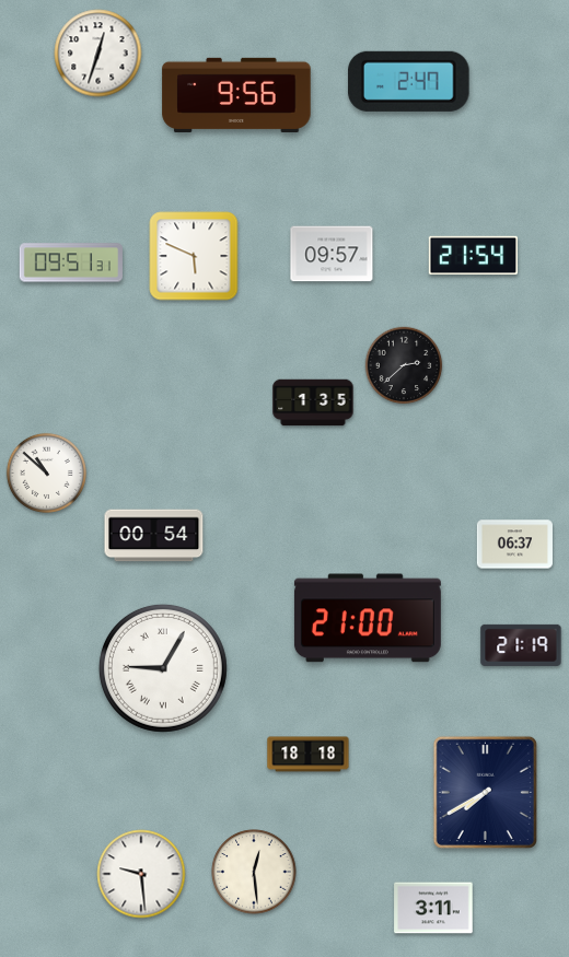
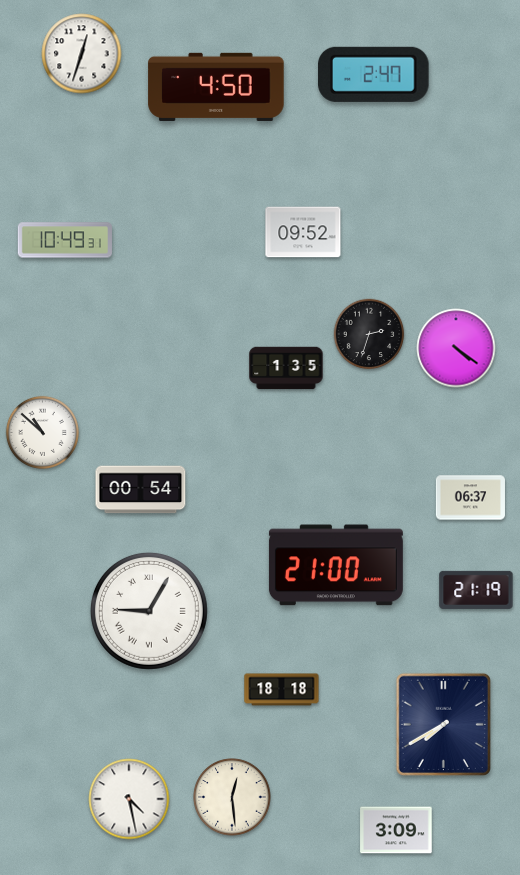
clock at (98, 54) position: (98, 54) -> (82, 54)
clock at (236, 95): 9:56 -> 4:50
clock at (332, 254): 09:57 -> 09:52
clock at (194, 256): 5:49 -> none
clock at (473, 256): 21:54 -> none
clock at (71, 262): 09:51 -> 10:49
clock at (404, 365): 2:38 -> 2:33
clock at (456, 348): none -> 4:21
clock at (141, 874): 9:29 -> 4:28
clock at (433, 908): 3:11 -> 3:09
